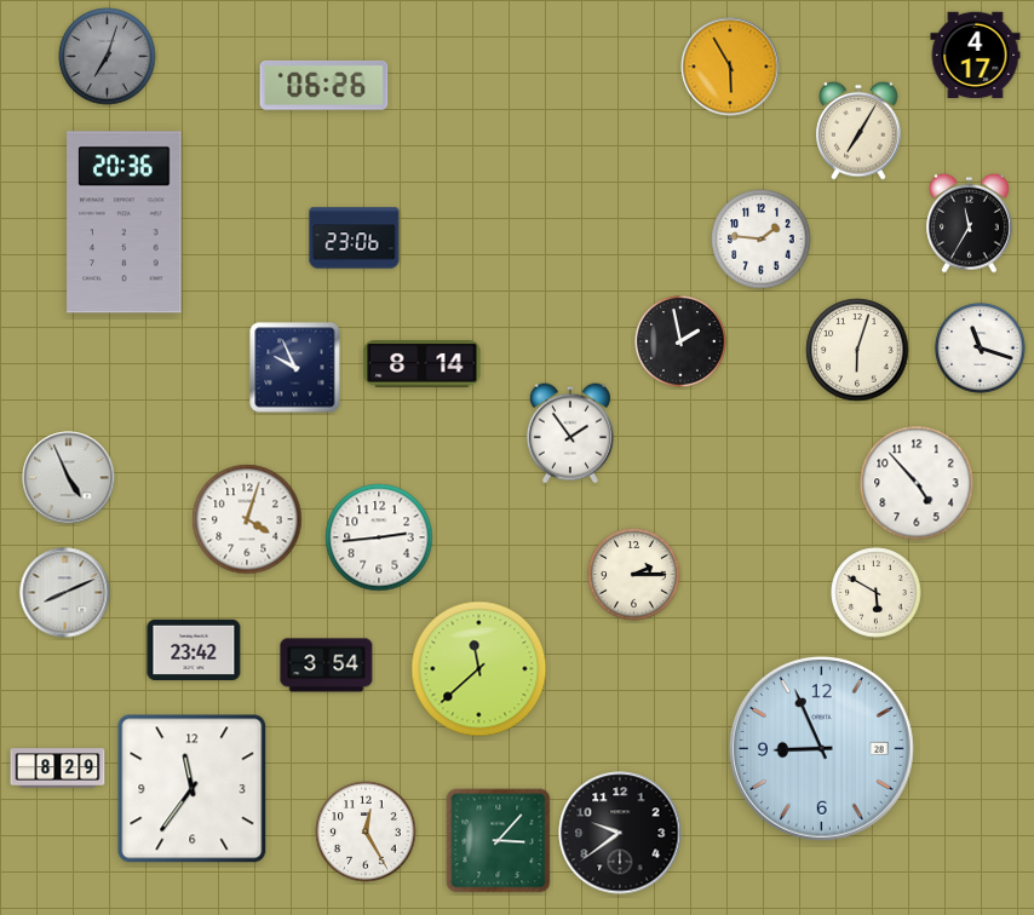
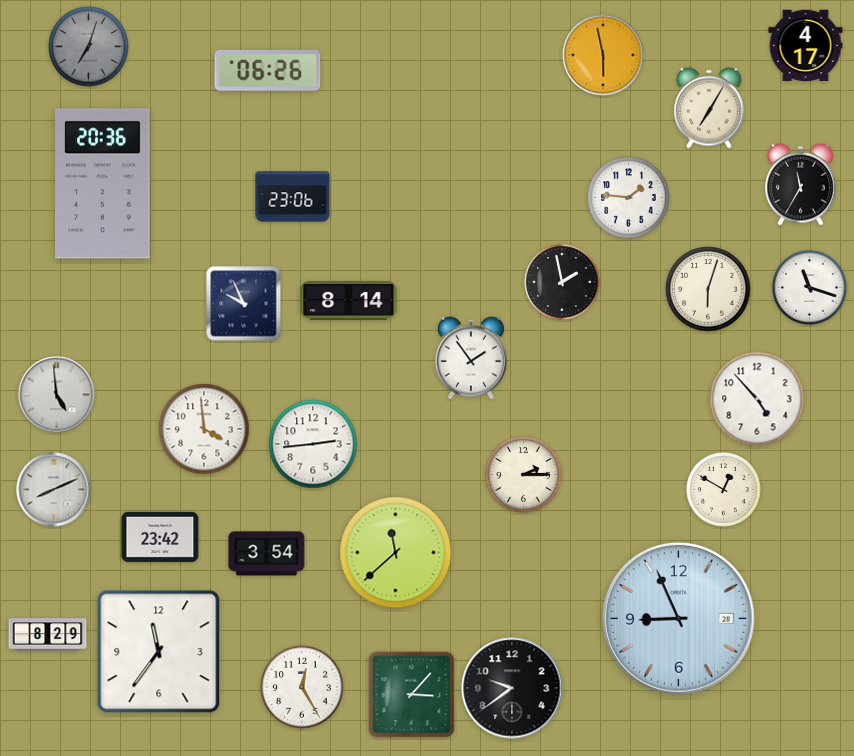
clock at (730, 67): 5:55 -> 5:58
clock at (69, 478): 4:56 -> 4:59
clock at (247, 519): 4:03 -> 3:59
clock at (877, 593): 5:50 -> 12:50
clock at (327, 666) position: (327, 666) -> (267, 554)
